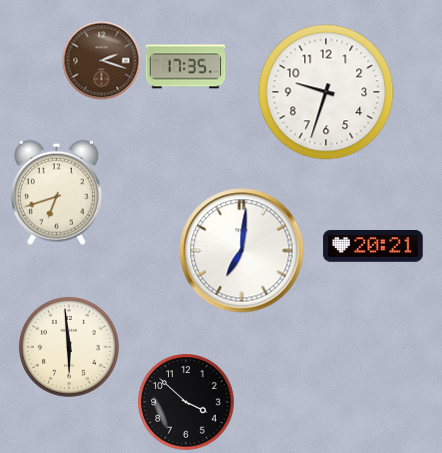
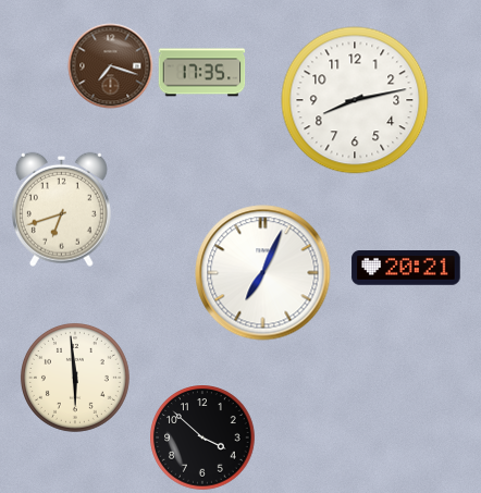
clock at (101, 60): 2:18 -> 7:18
clock at (326, 92): 9:33 -> 8:13
clock at (242, 251): 7:01 -> 7:04
